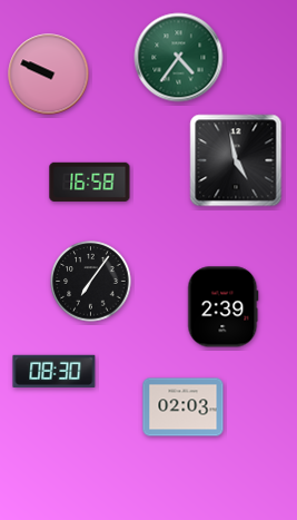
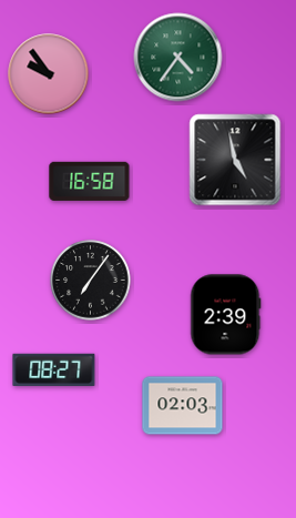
clock at (49, 75): 9:49 -> 9:54
clock at (224, 307) position: (224, 307) -> (226, 315)
clock at (55, 371): 08:30 -> 08:27
